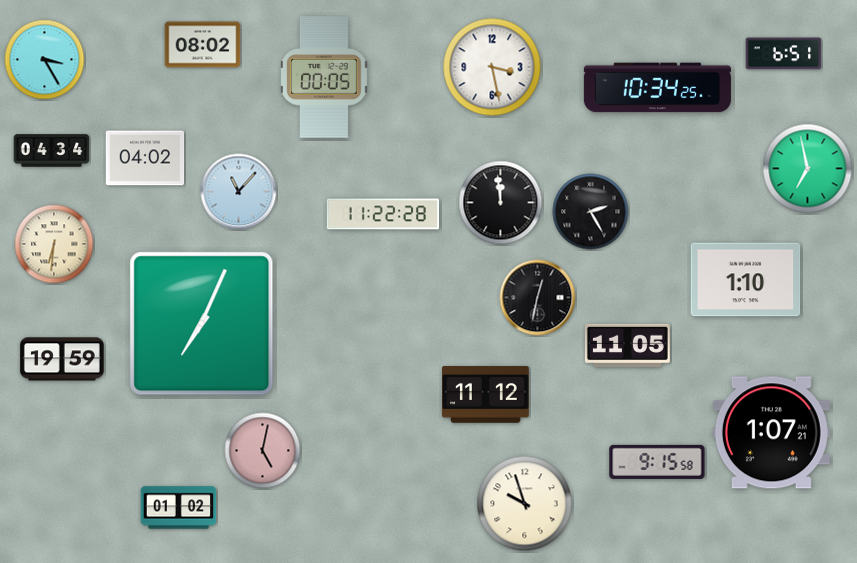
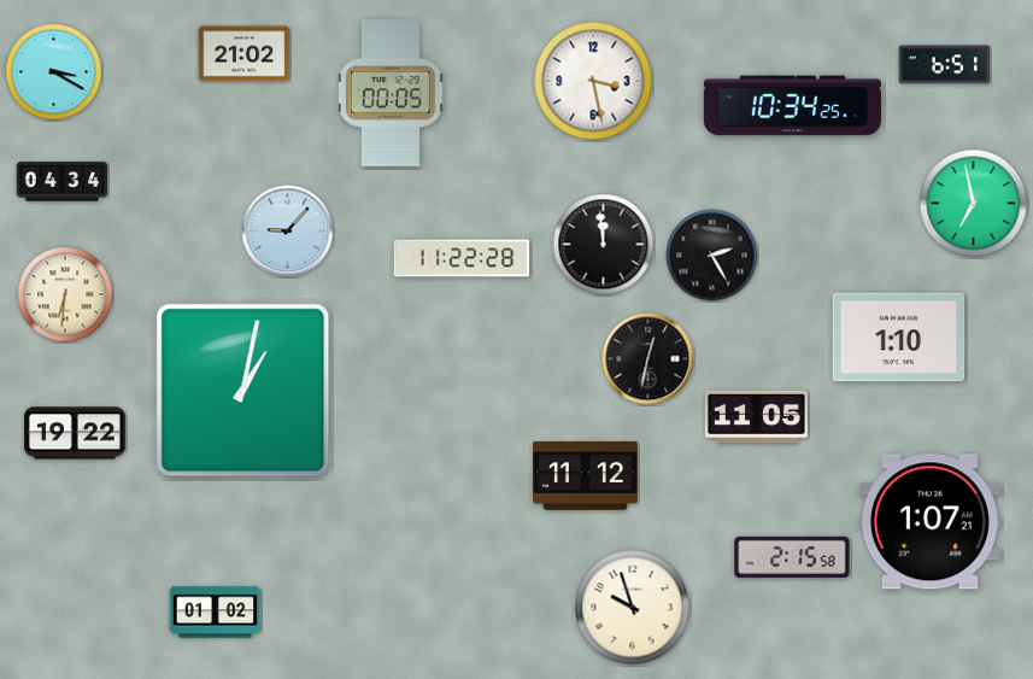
clock at (203, 45): 08:02 -> 21:02
clock at (45, 60): 3:25 -> 3:20
clock at (145, 158): 04:02 -> none
clock at (239, 192): 11:07 -> 9:07
clock at (202, 324): 7:04 -> 1:02
clock at (62, 359): 19:59 -> 19:22
clock at (263, 451): 5:02 -> none
clock at (657, 462): 9:15 -> 2:15
